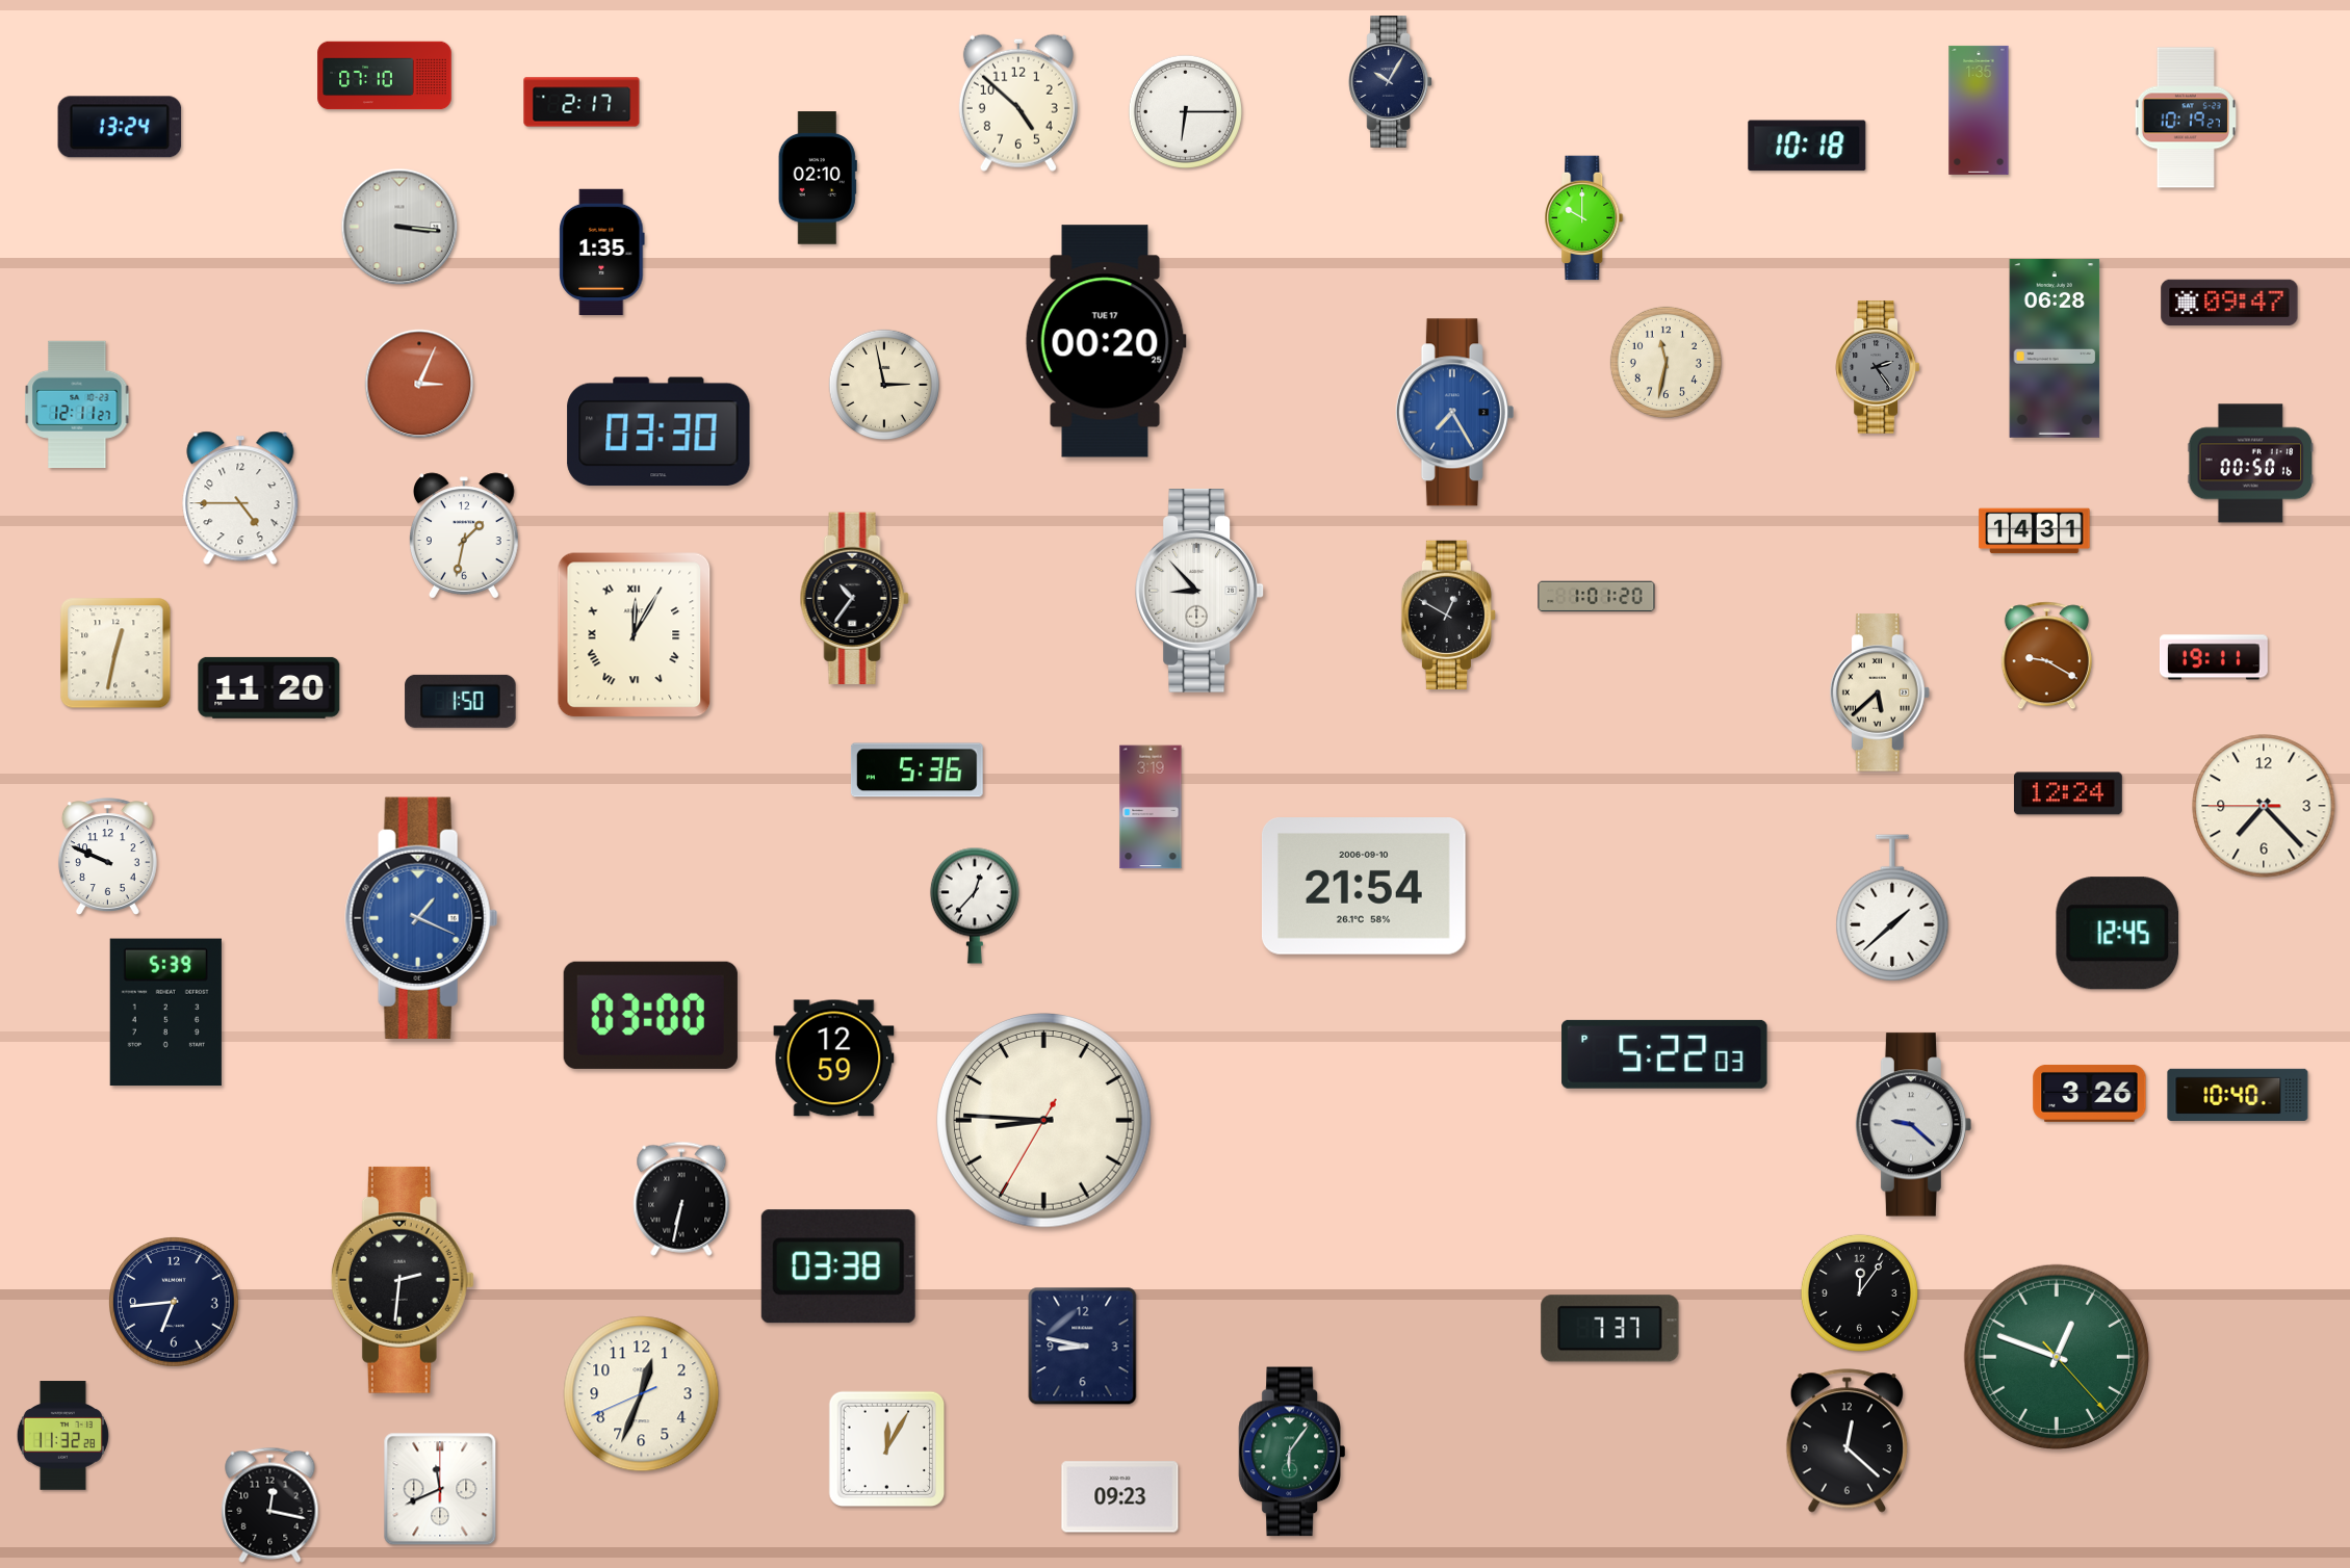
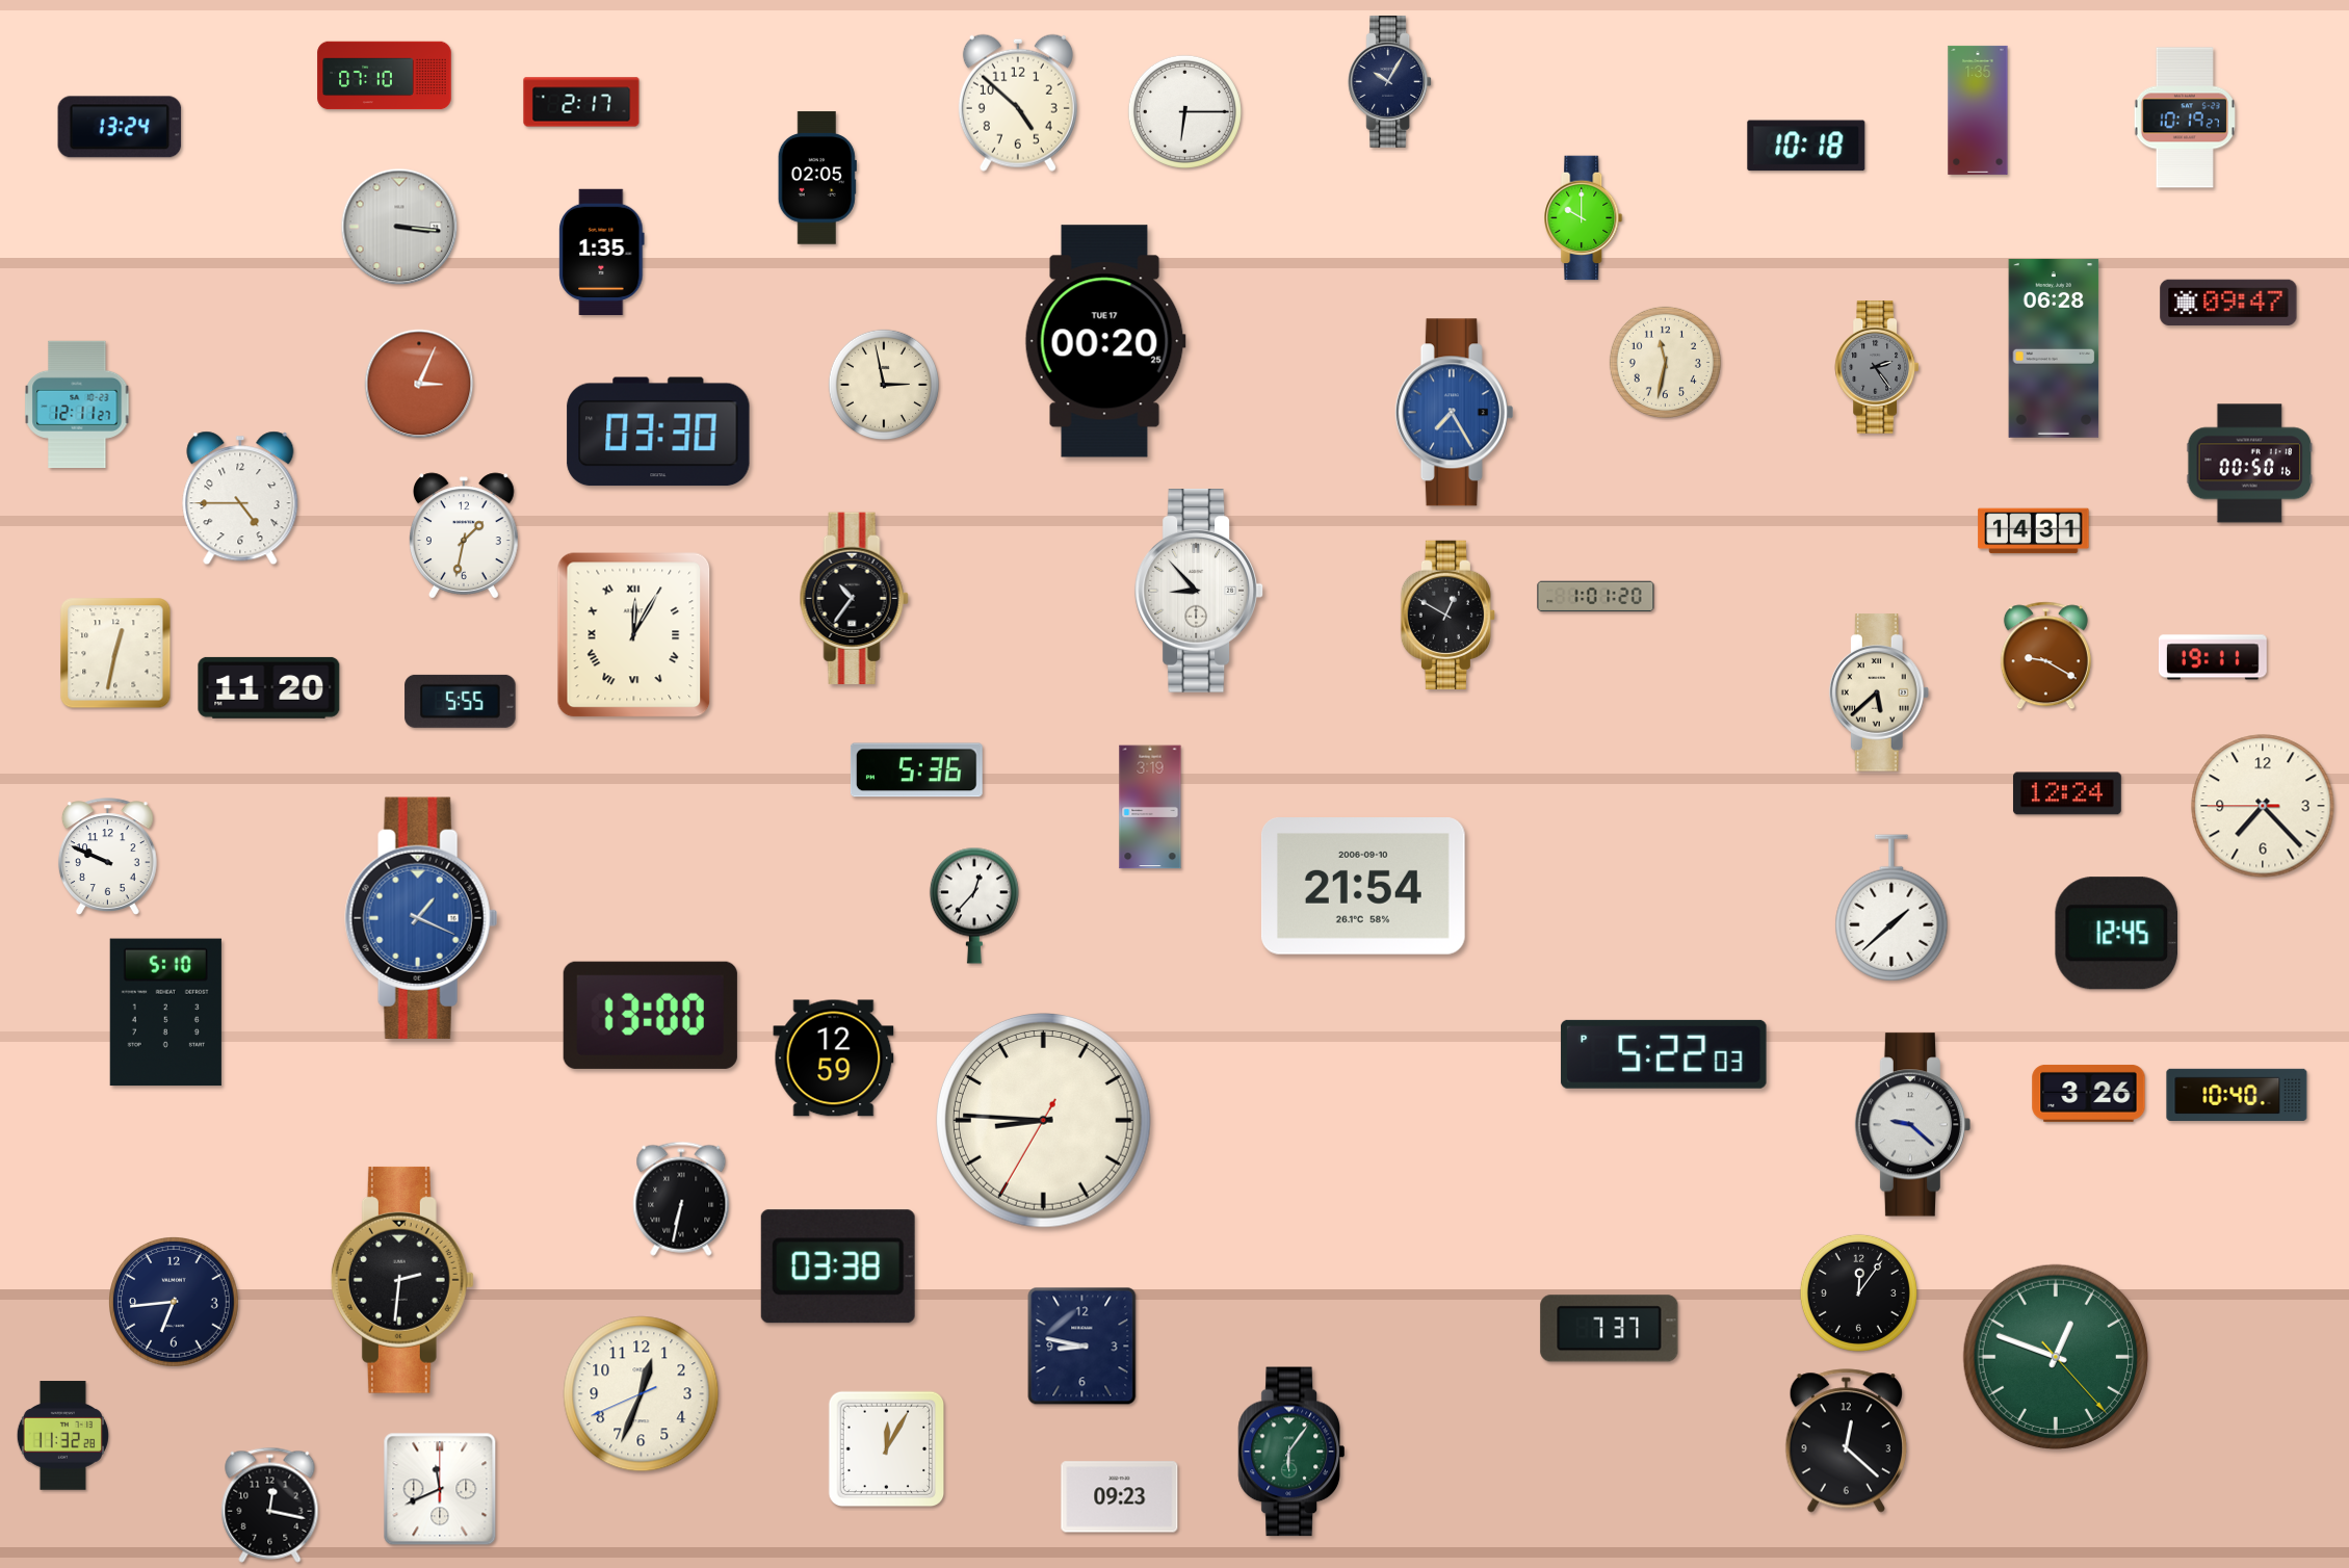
clock at (818, 178): 02:10 -> 02:05
clock at (461, 701): 1:50 -> 5:55
clock at (165, 1013): 5:39 -> 5:10
clock at (650, 1015): 03:00 -> 13:00
